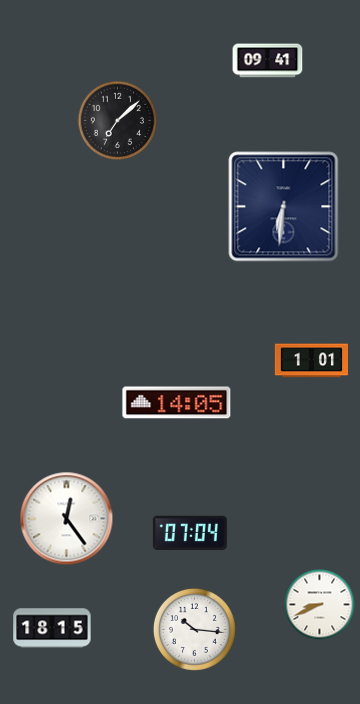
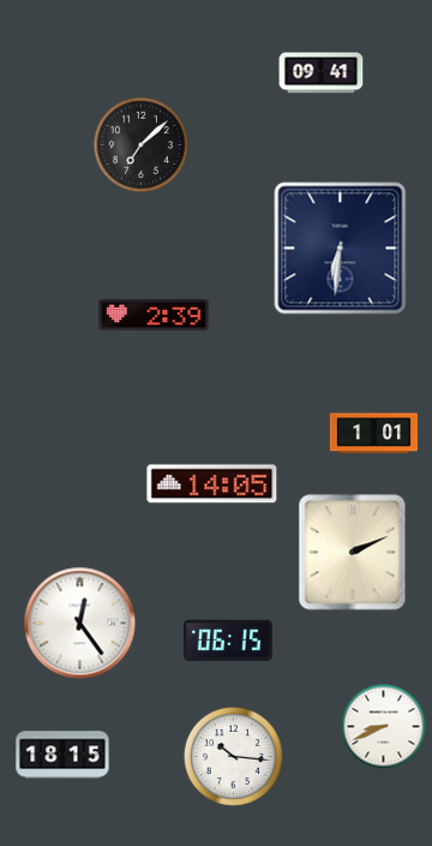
clock at (154, 315): none -> 2:39
clock at (353, 553): none -> 2:11
clock at (190, 533): 07:04 -> 06:15
